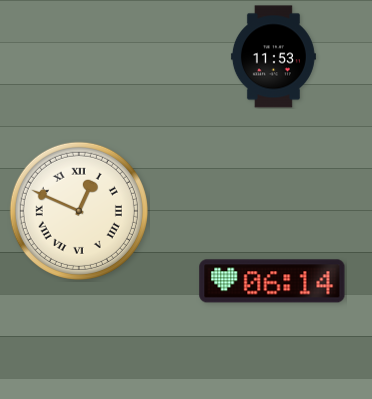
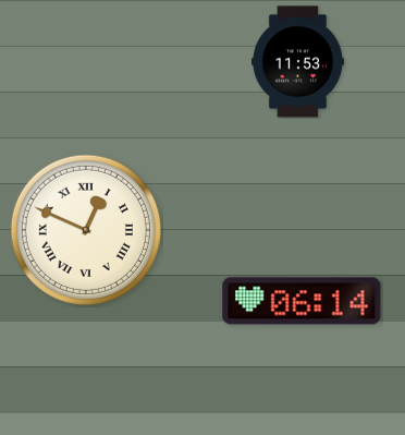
clock at (272, 281) position: (272, 281) -> (302, 301)
